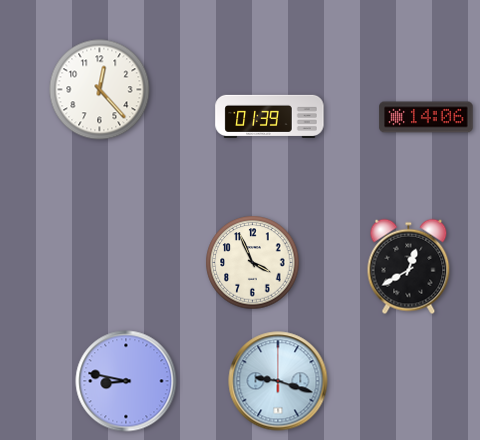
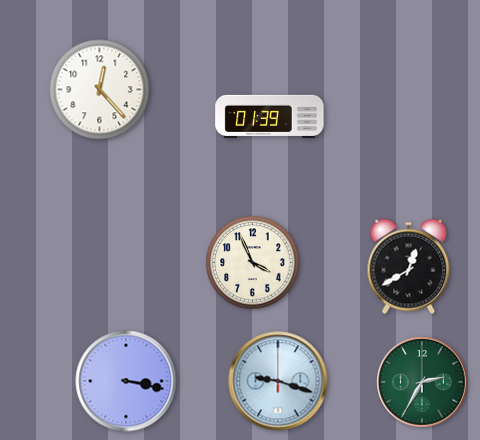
clock at (426, 117): 14:06 -> none
clock at (126, 381): 8:47 -> 3:17
clock at (422, 382): none -> 2:35
